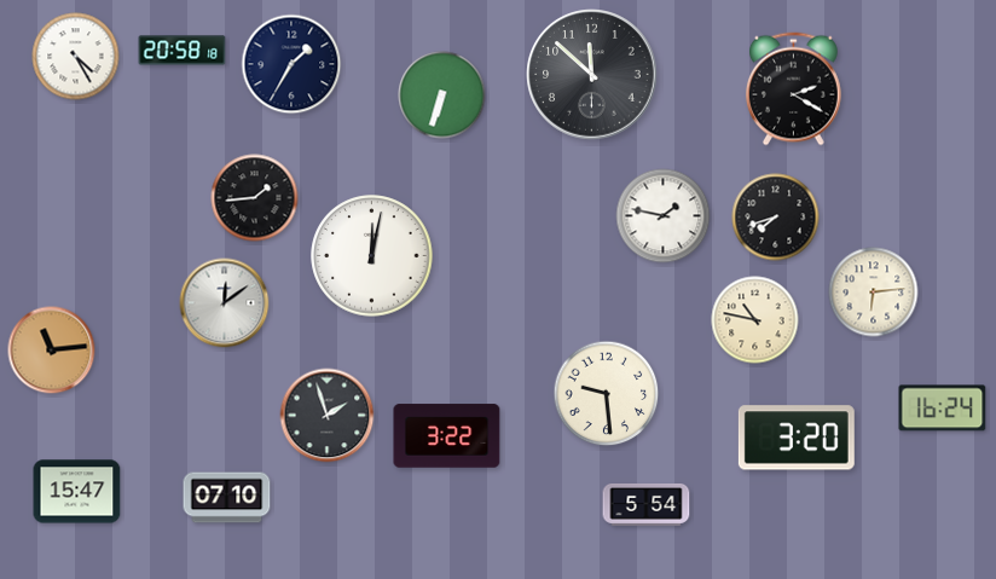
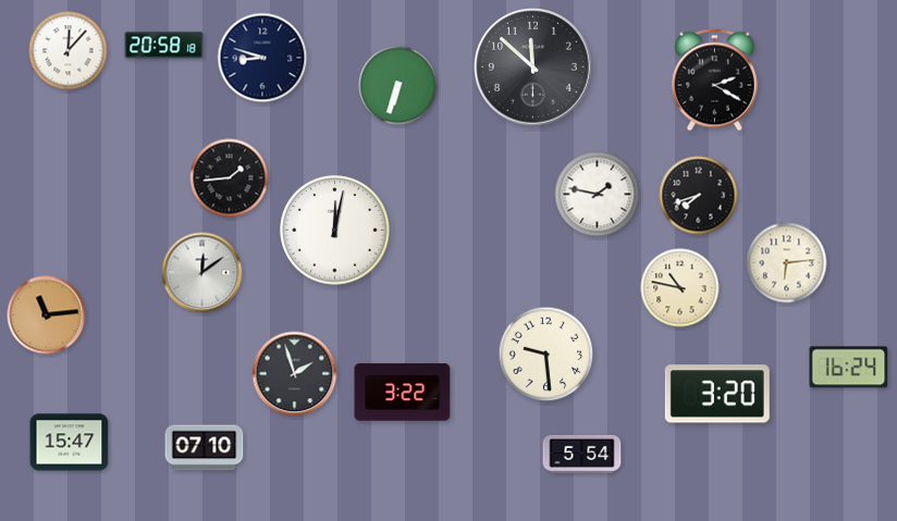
clock at (76, 57): 4:25 -> 12:07
clock at (291, 64): 1:35 -> 8:48
